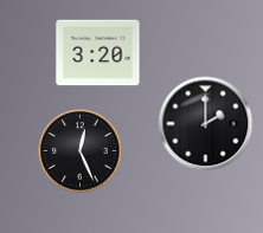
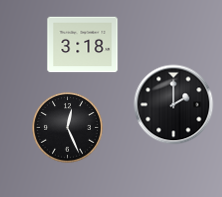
clock at (98, 53): 3:20 -> 3:18
